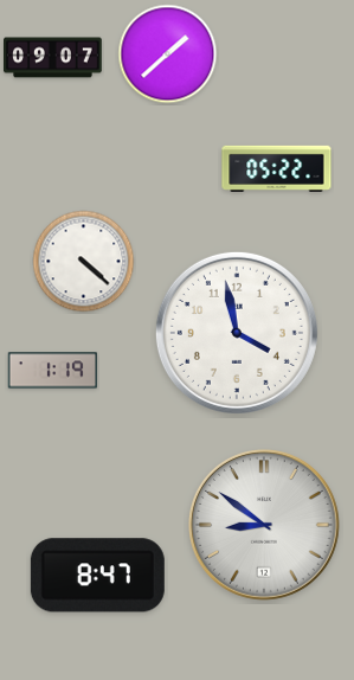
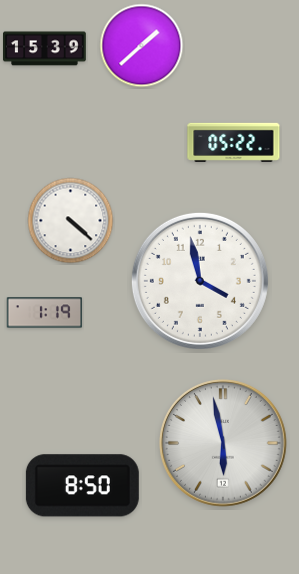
clock at (53, 58): 09:07 -> 15:39
clock at (264, 525): 8:51 -> 5:58
clock at (97, 576): 8:47 -> 8:50
